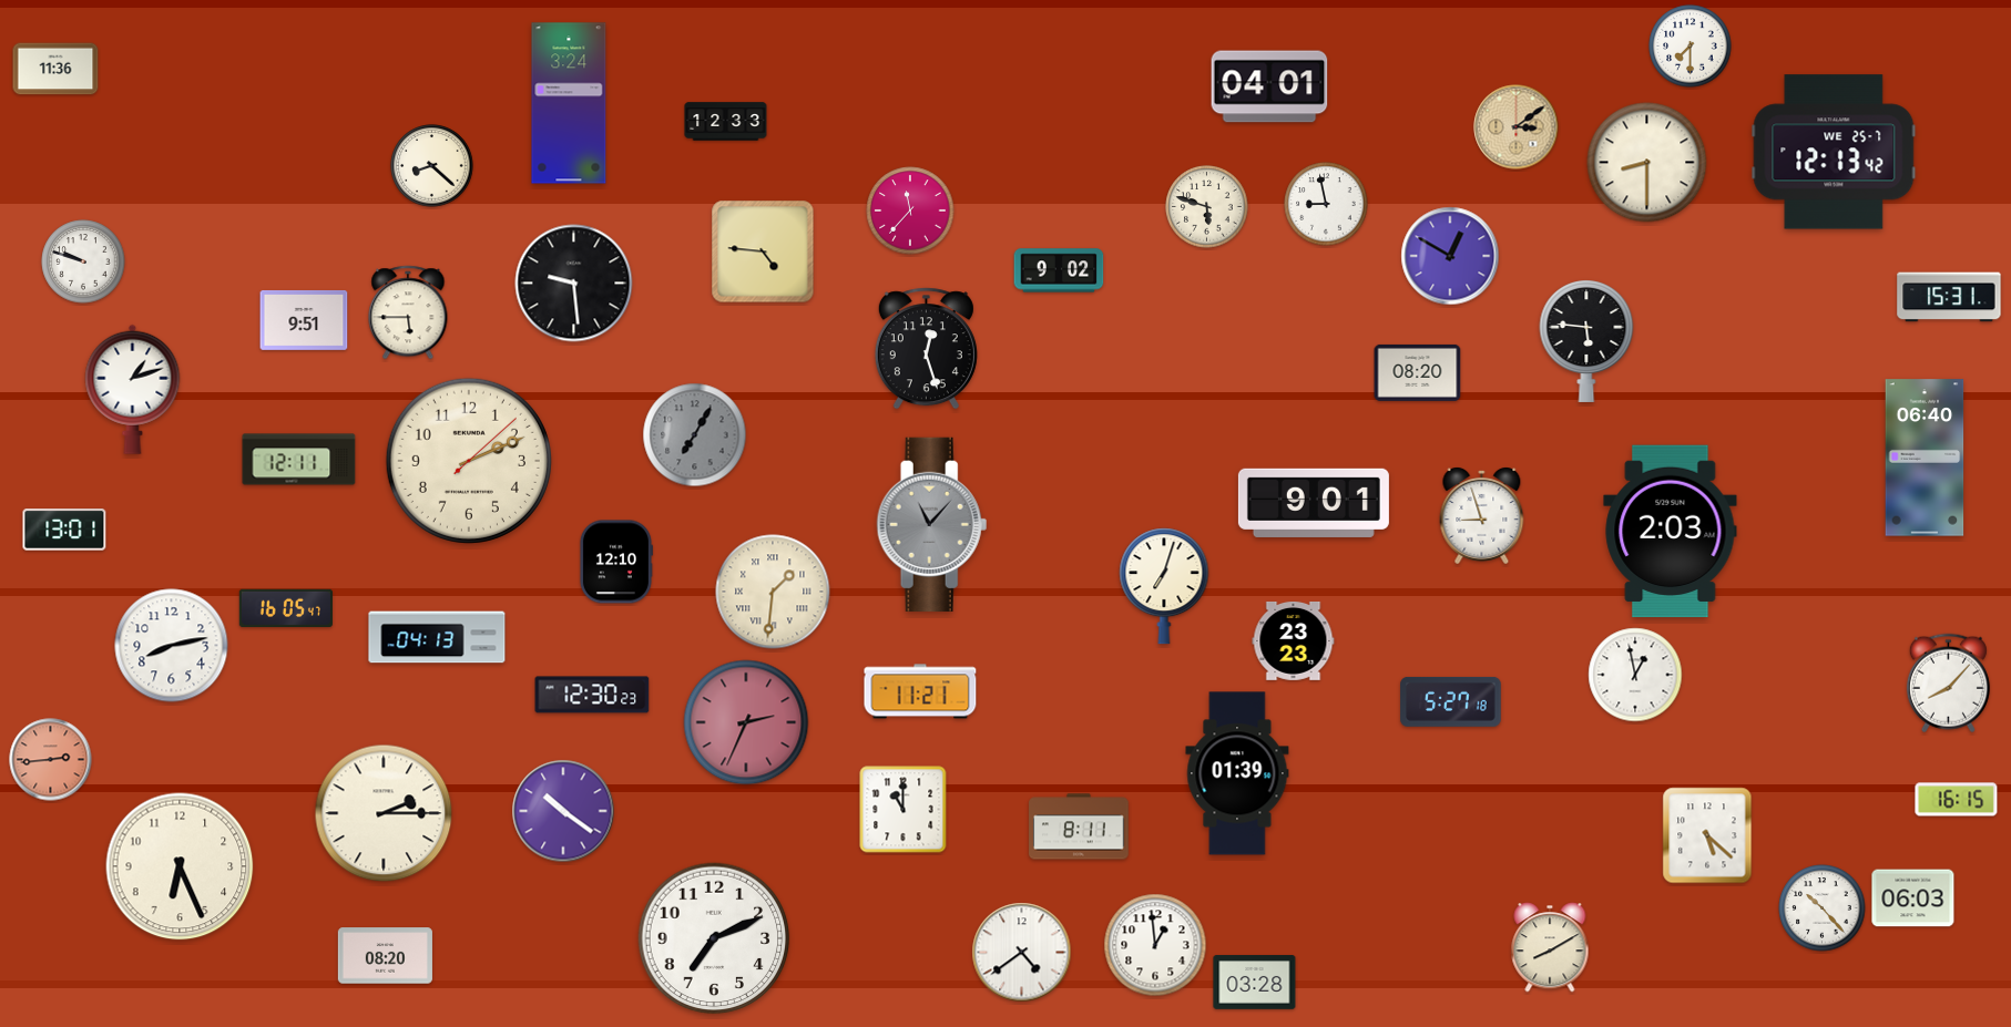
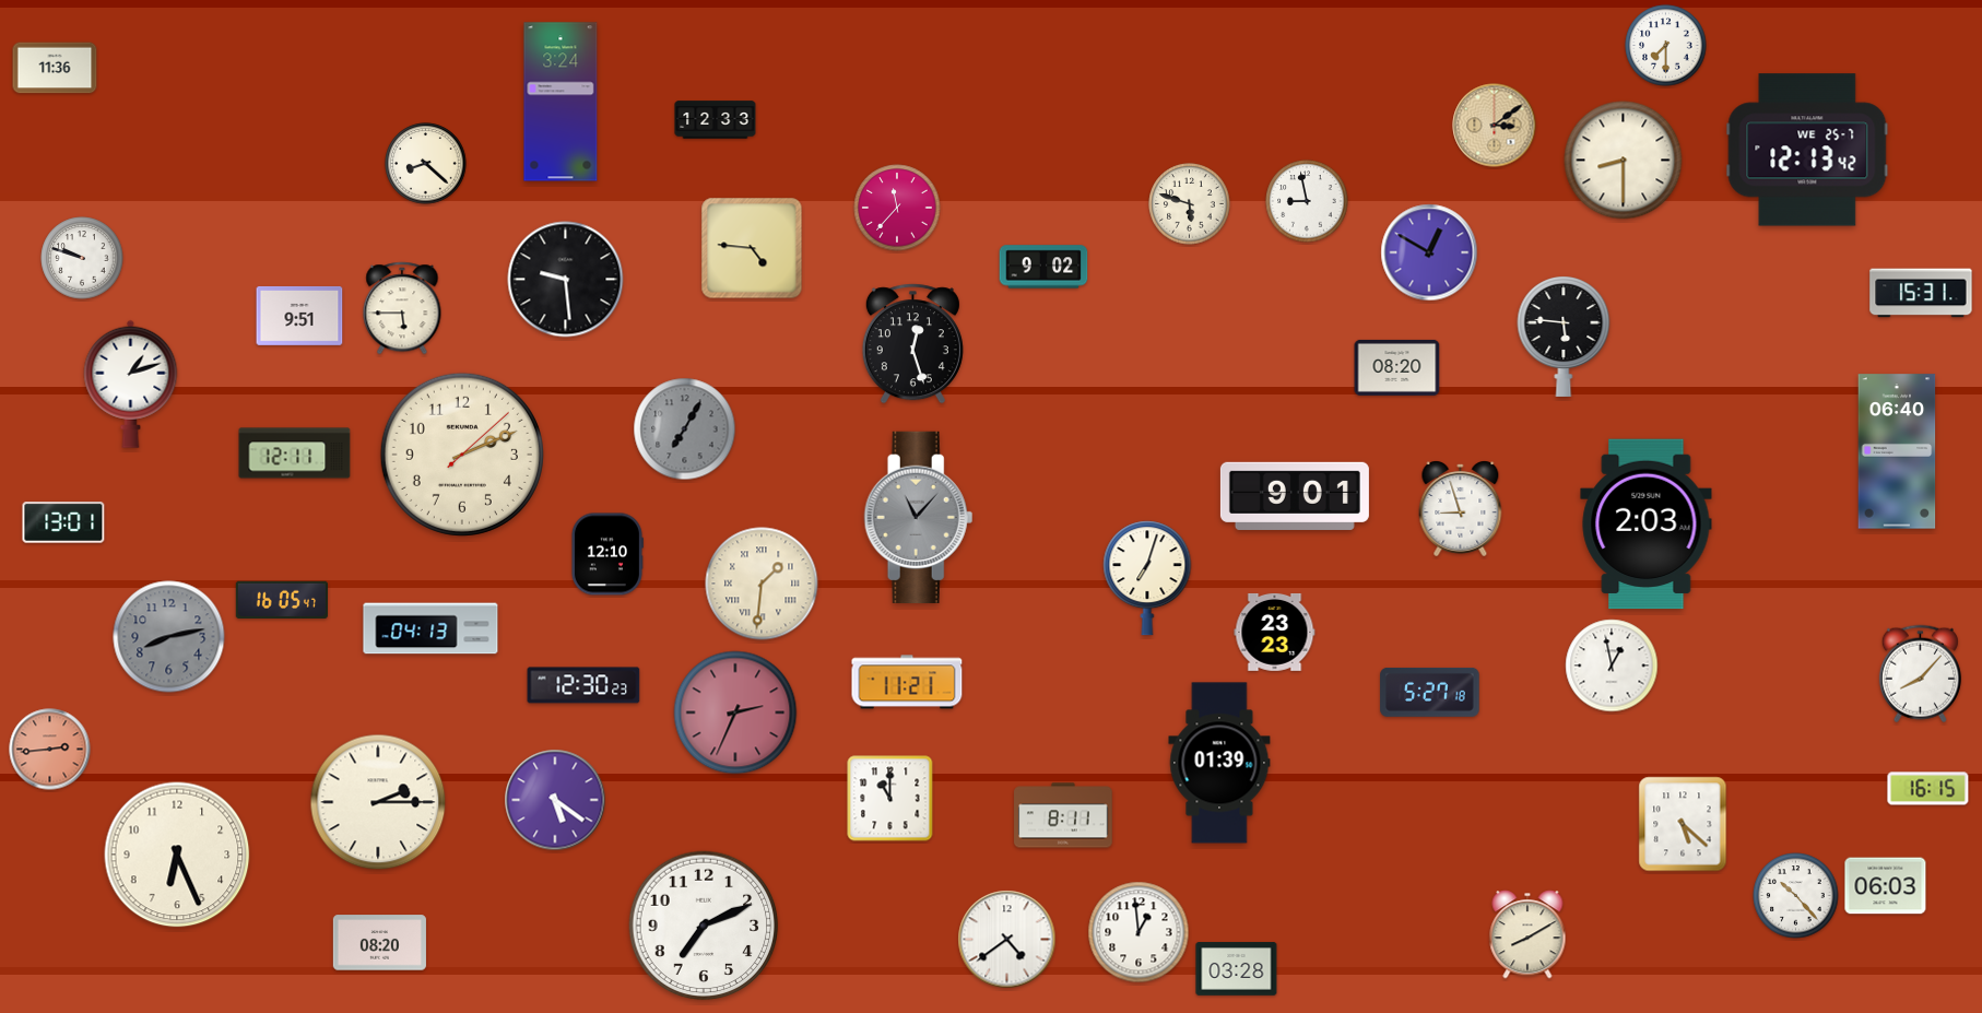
clock at (1269, 86): 04:01 -> none
clock at (172, 646) dial: white -> grey
clock at (563, 811): 10:21 -> 5:21
